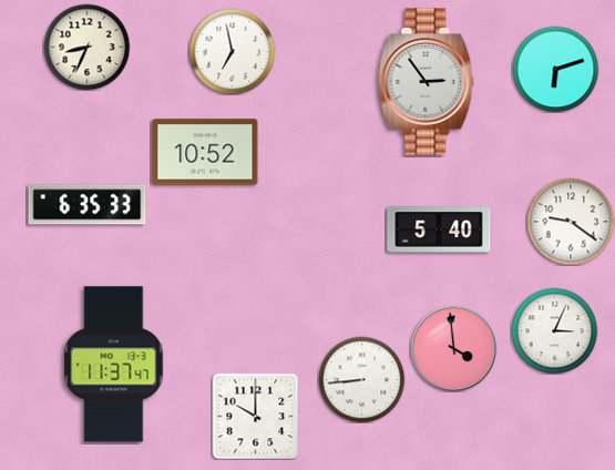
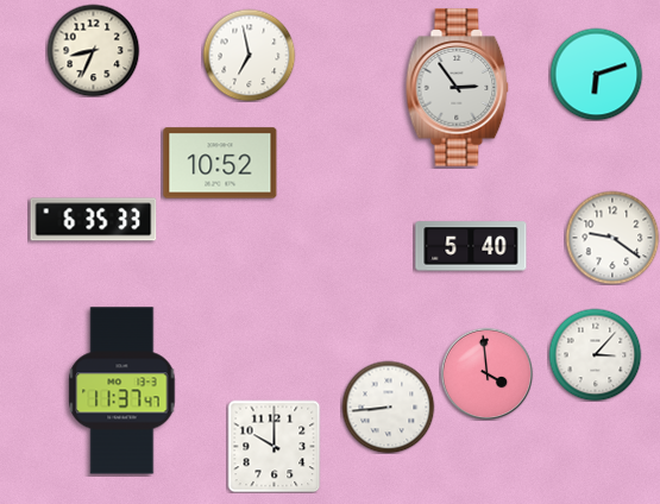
clock at (554, 330): 3:04 -> 3:07
